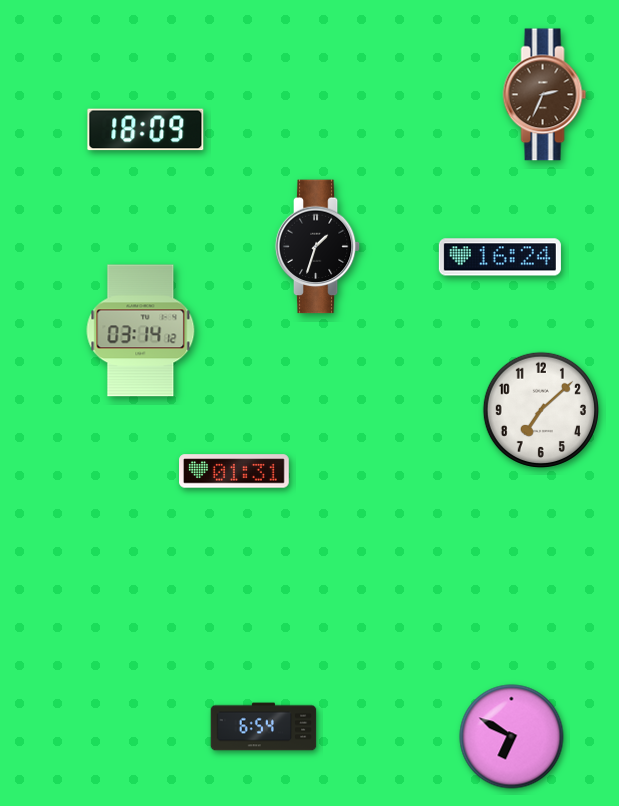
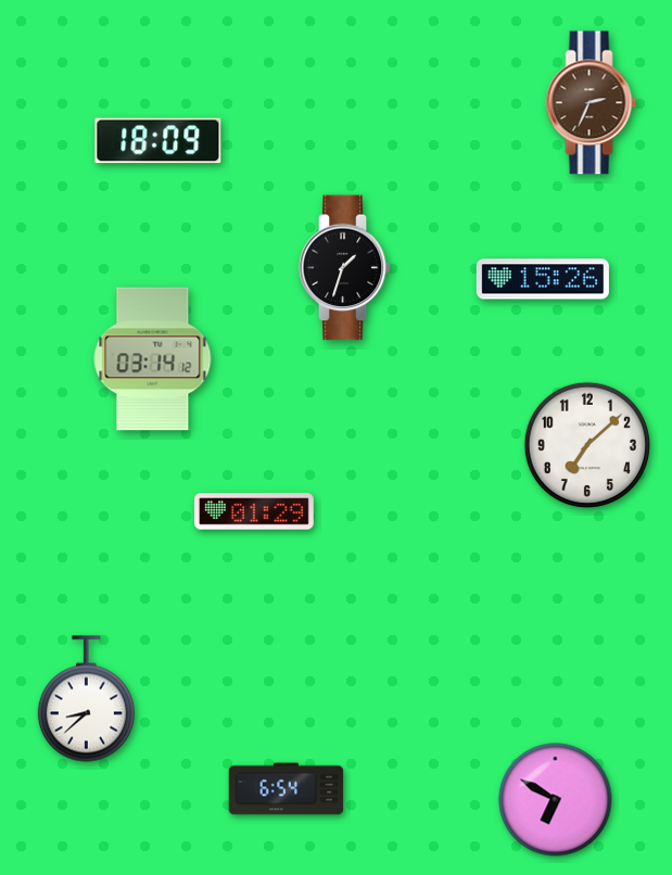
clock at (500, 257): 16:24 -> 15:26
clock at (235, 471): 01:31 -> 01:29
clock at (86, 699): none -> 8:38
